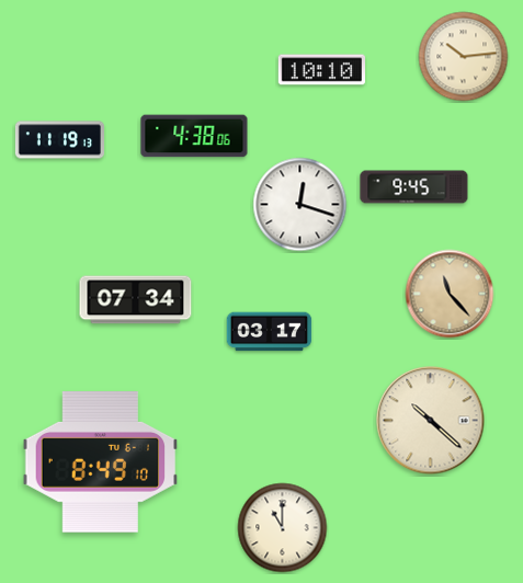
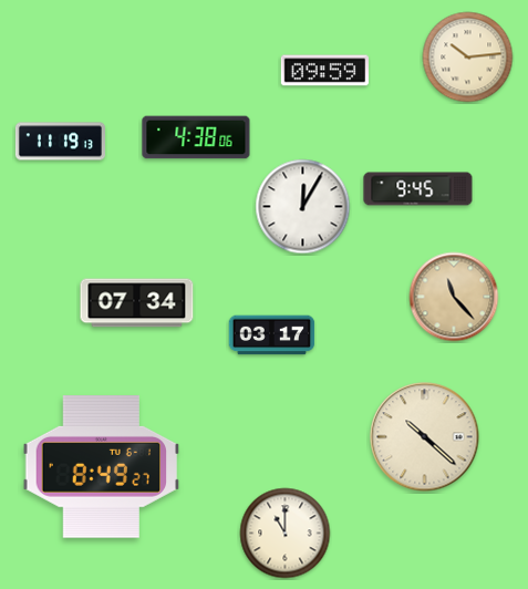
clock at (321, 70): 10:10 -> 09:59
clock at (300, 205): 12:18 -> 12:05
clock at (431, 421) position: (431, 421) -> (425, 437)
clock at (101, 462): 8:49:10 -> 8:49:27
